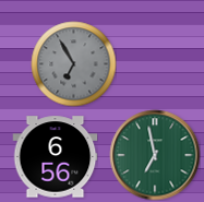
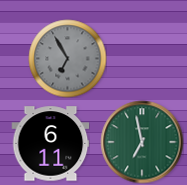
clock at (55, 157): 6:56 -> 6:11
